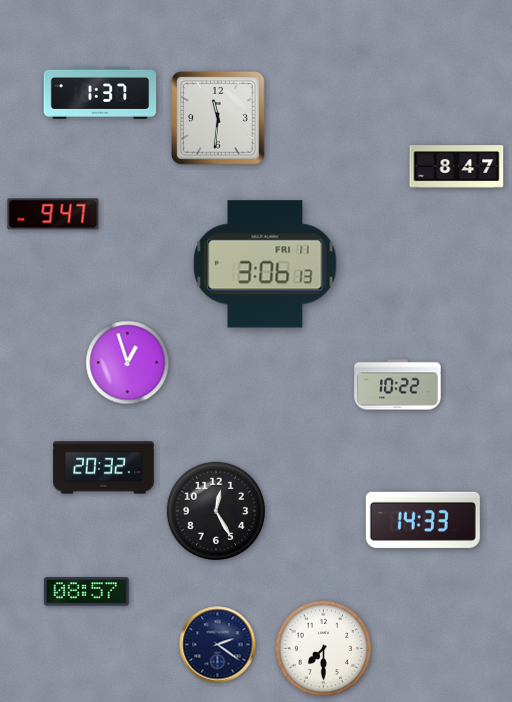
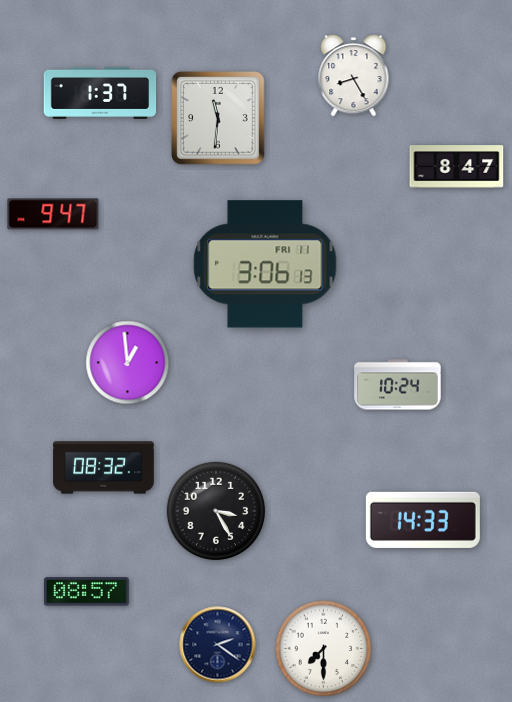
clock at (354, 76): none -> 8:25
clock at (128, 363): 12:57 -> 12:59
clock at (398, 385): 10:22 -> 10:24
clock at (104, 468): 20:32 -> 08:32
clock at (215, 510): 12:25 -> 3:25
